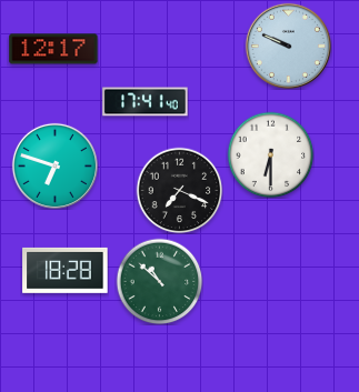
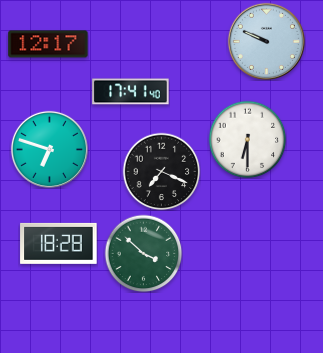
clock at (288, 46) position: (288, 46) -> (266, 41)
clock at (270, 154) position: (270, 154) -> (247, 139)
clock at (159, 281): 10:52 -> 3:52
